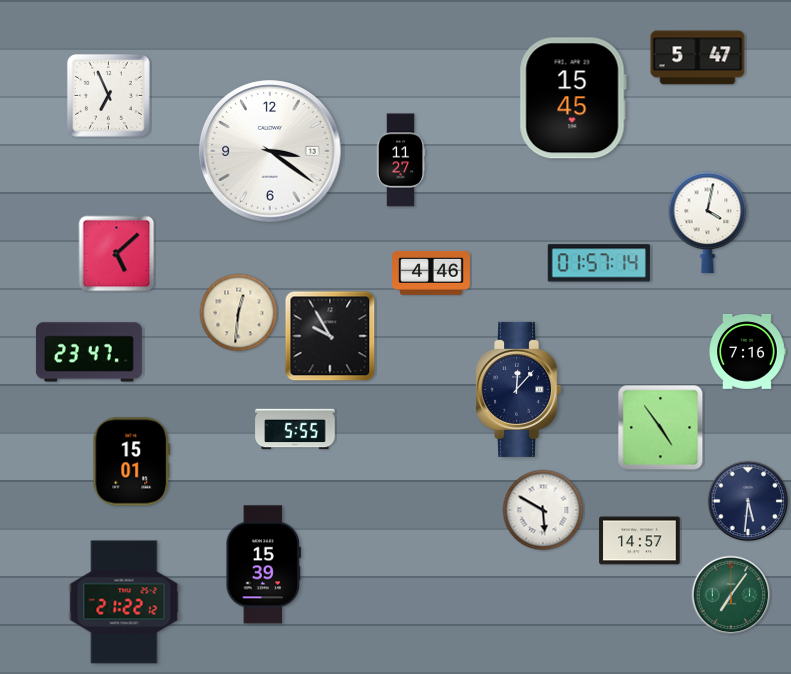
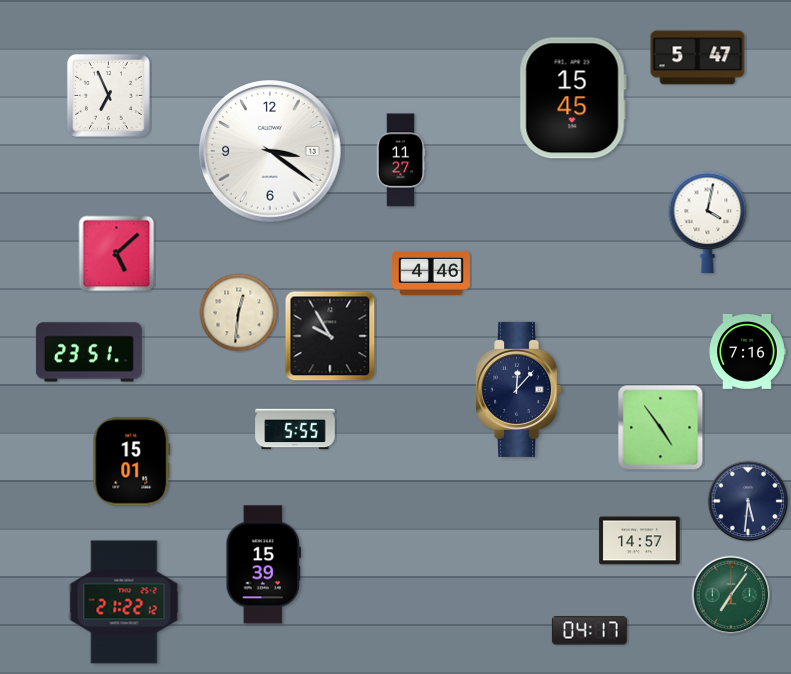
clock at (599, 263): 01:57 -> none
clock at (89, 352): 23:47 -> 23:51
clock at (543, 510): 5:50 -> none
clock at (589, 631): none -> 04:17
